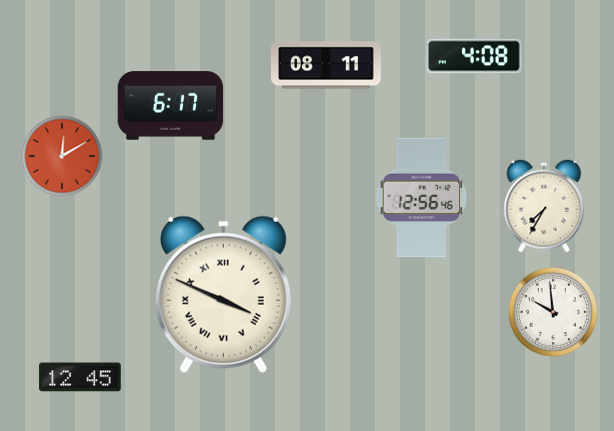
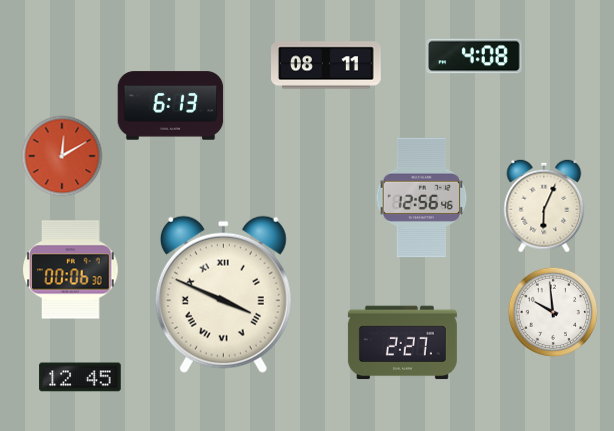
clock at (171, 106): 6:17 -> 6:13
clock at (544, 206): 7:35 -> 6:04
clock at (71, 270): none -> 00:06
clock at (402, 343): none -> 2:27
